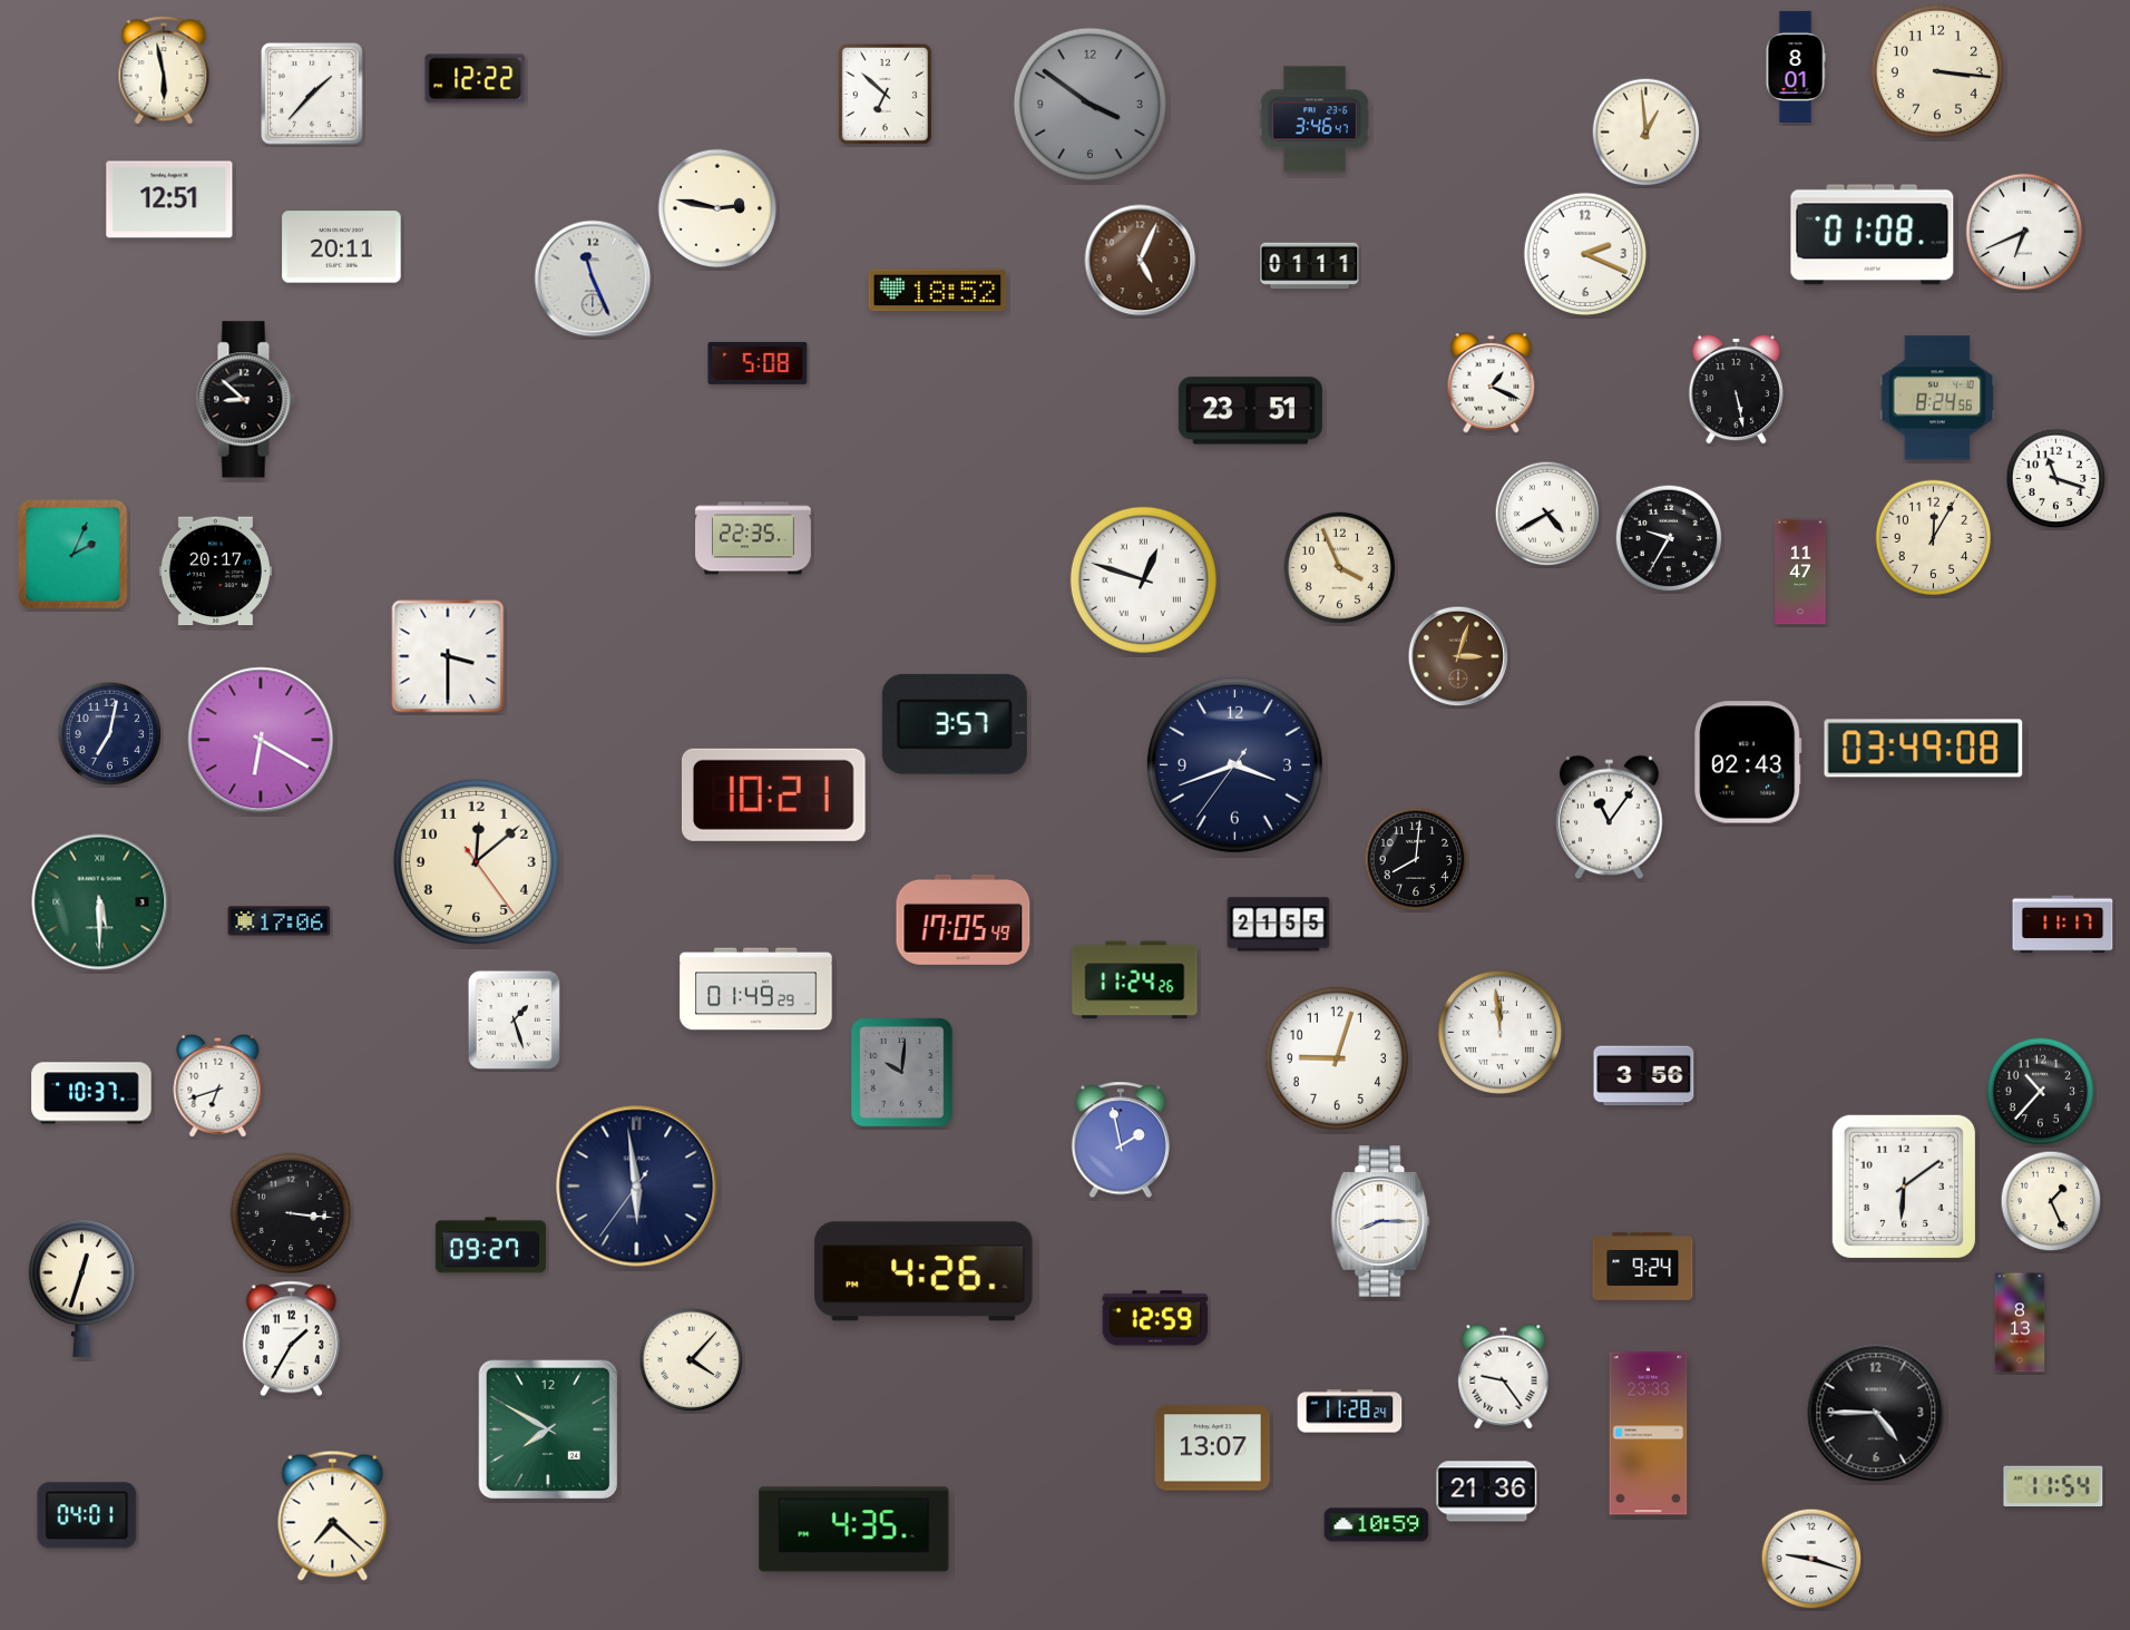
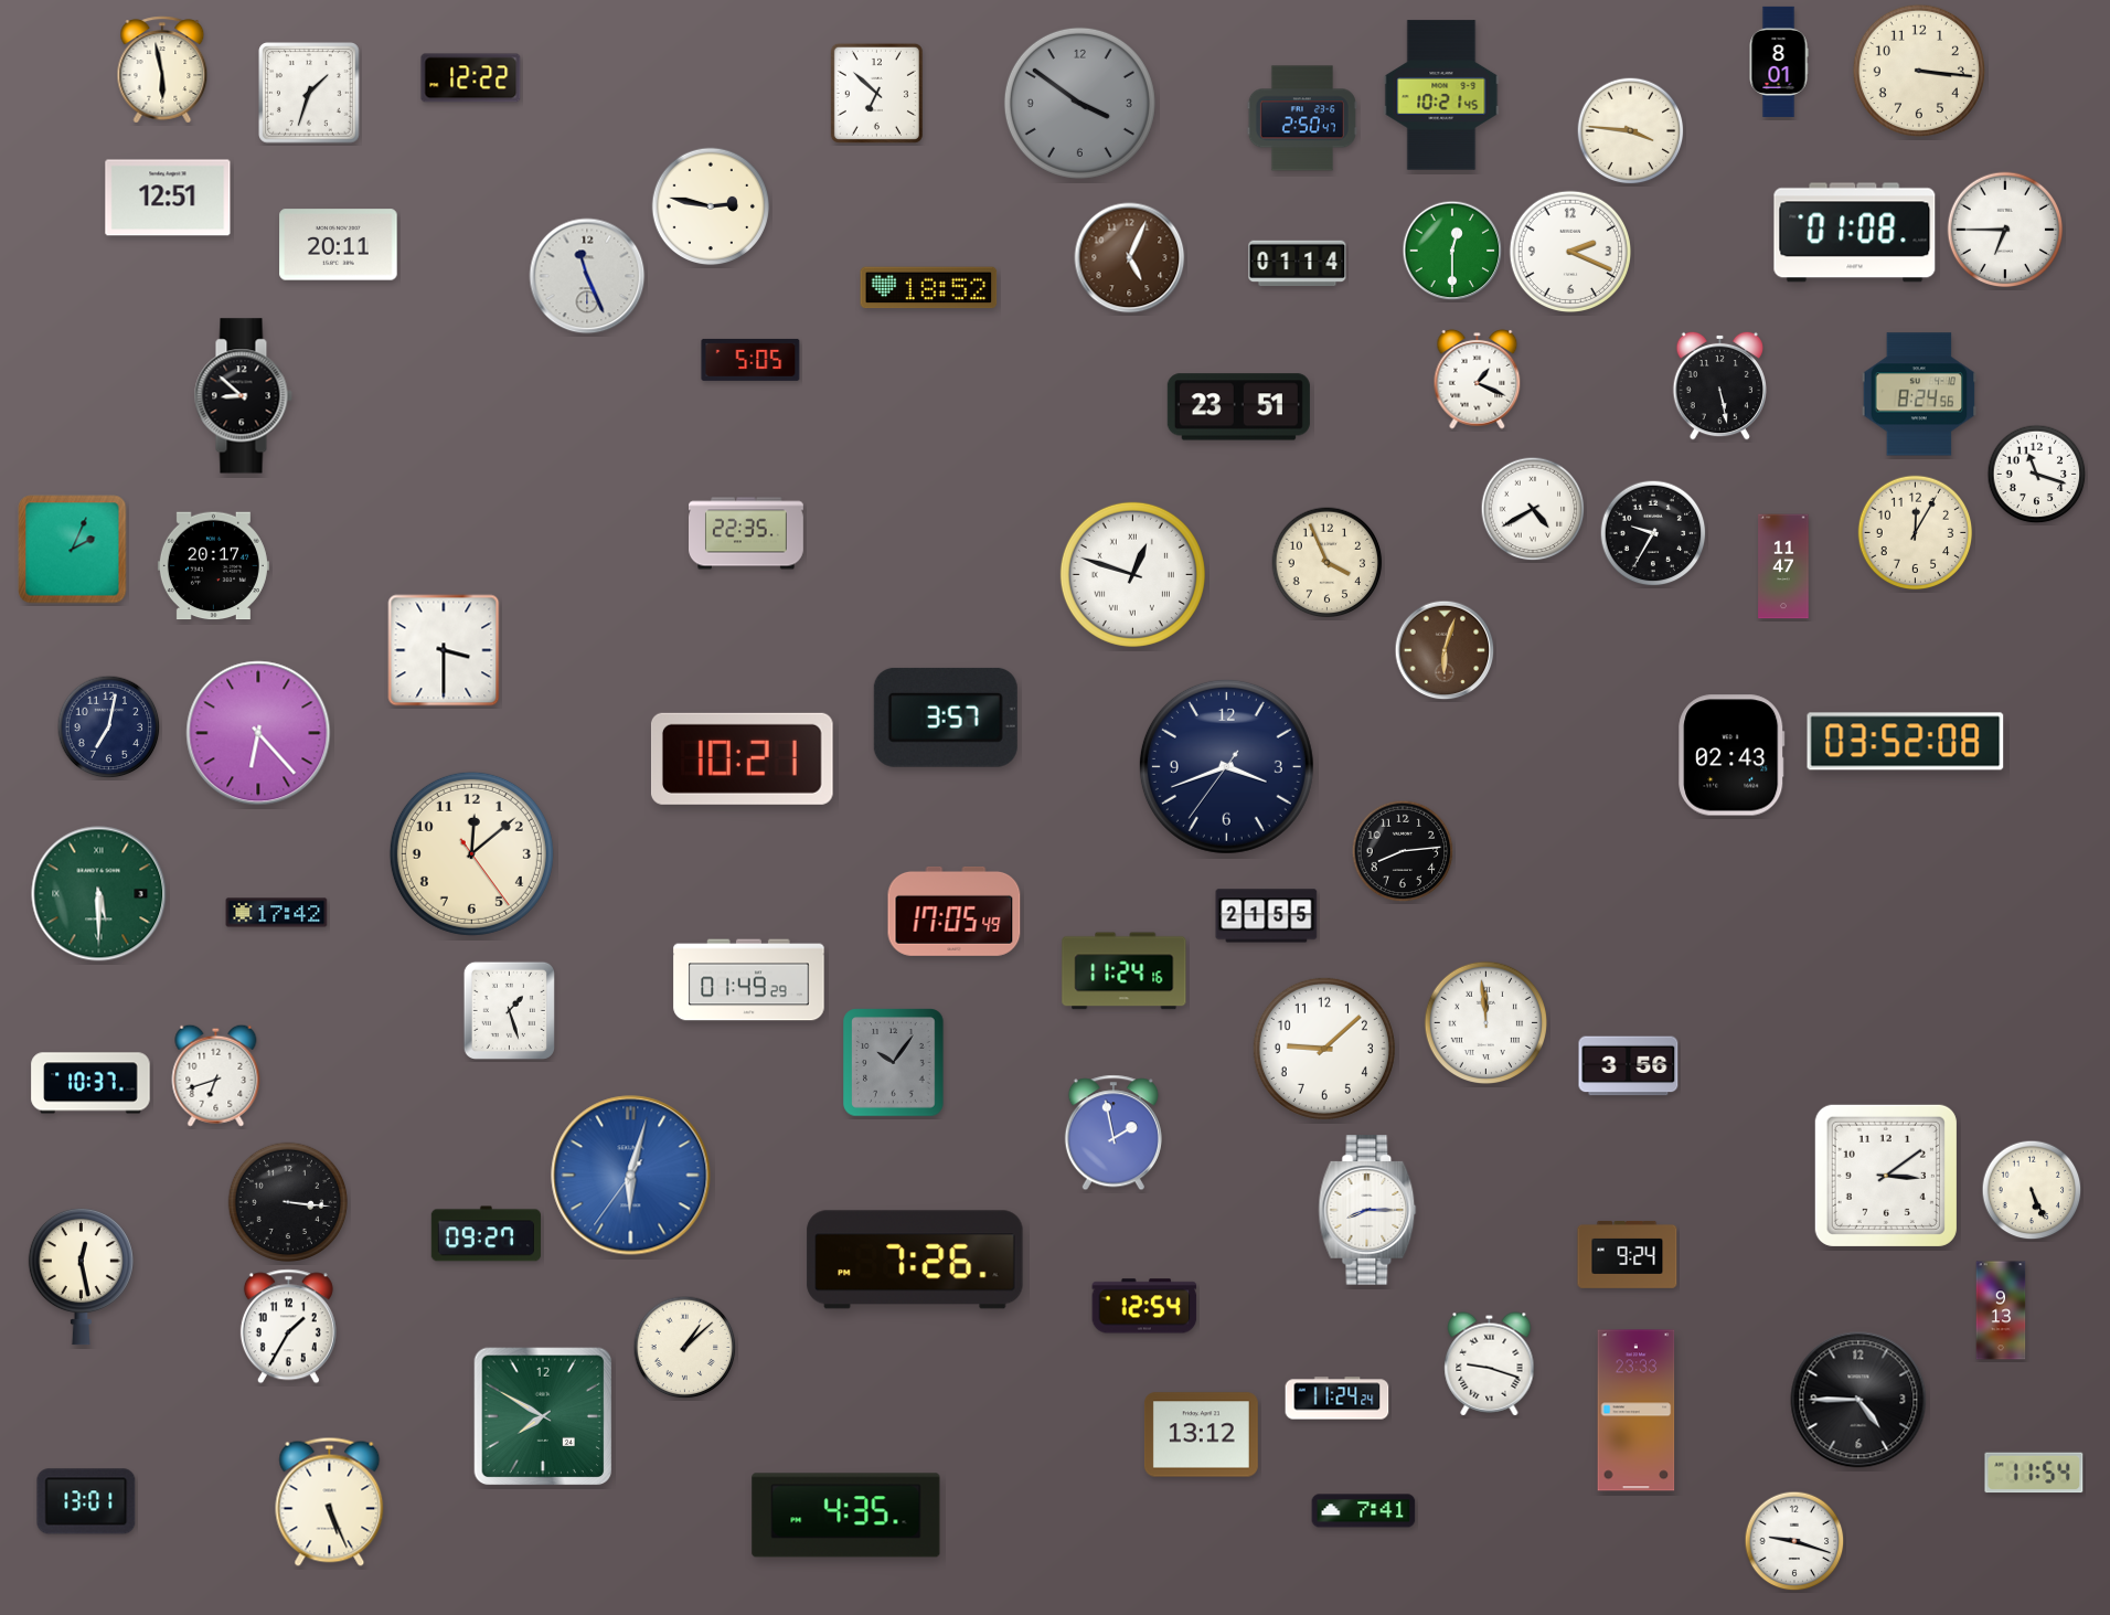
clock at (1796, 67) position: (1796, 67) -> (1779, 62)
clock at (312, 94): 1:37 -> 1:33
clock at (1441, 95): none -> 10:21
clock at (1315, 119): 3:46 -> 2:50
clock at (1647, 133): 12:59 -> 3:46
clock at (2024, 232): 6:41 -> 6:45
clock at (1452, 251): none -> 12:30
clock at (1310, 266): 01:11 -> 01:14
clock at (758, 363): 5:08 -> 5:05
clock at (1458, 656): 3:03 -> 6:03
clock at (261, 740): 6:20 -> 6:23
clock at (1924, 749): 03:49 -> 03:52
clock at (1234, 764) position: (1234, 764) -> (1226, 766)
clock at (773, 794) position: (773, 794) -> (742, 758)
clock at (1610, 818): 11:06 -> none
clock at (1416, 859): 8:01 -> 8:14
clock at (280, 921): 17:06 -> 17:42
clock at (2063, 925): 11:17 -> none
clock at (1135, 980): 11:24:26 -> 11:24:16
clock at (1337, 1058): 9:03 -> 9:08
clock at (902, 1073): 10:01 -> 10:06
clock at (2041, 1092): 10:37 -> none
clock at (1121, 1140) position: (1121, 1140) -> (1113, 1133)
clock at (637, 1187): 5:58 -> 6:02
clock at (637, 1187) dial: navy -> blue
clock at (1904, 1187): 6:09 -> 3:09
clock at (2051, 1201): 1:26 -> 5:26
clock at (924, 1271): 4:26 -> 7:26
clock at (81, 1288): 12:33 -> 12:28
clock at (1155, 1318): 12:59 -> 12:54
clock at (2020, 1322): 8:13 -> 9:13
clock at (692, 1360): 4:07 -> 1:08
clock at (1504, 1377): 9:24 -> 9:18
clock at (1350, 1412): 11:28 -> 11:24
clock at (1649, 1434) position: (1649, 1434) -> (1637, 1411)
clock at (1212, 1448): 13:07 -> 13:12
clock at (1487, 1492): 21:36 -> none
clock at (87, 1515): 04:01 -> 13:01
clock at (333, 1515): 7:22 -> 5:26
clock at (1377, 1525): 10:59 -> 7:41
clock at (1811, 1559) position: (1811, 1559) -> (1794, 1541)
